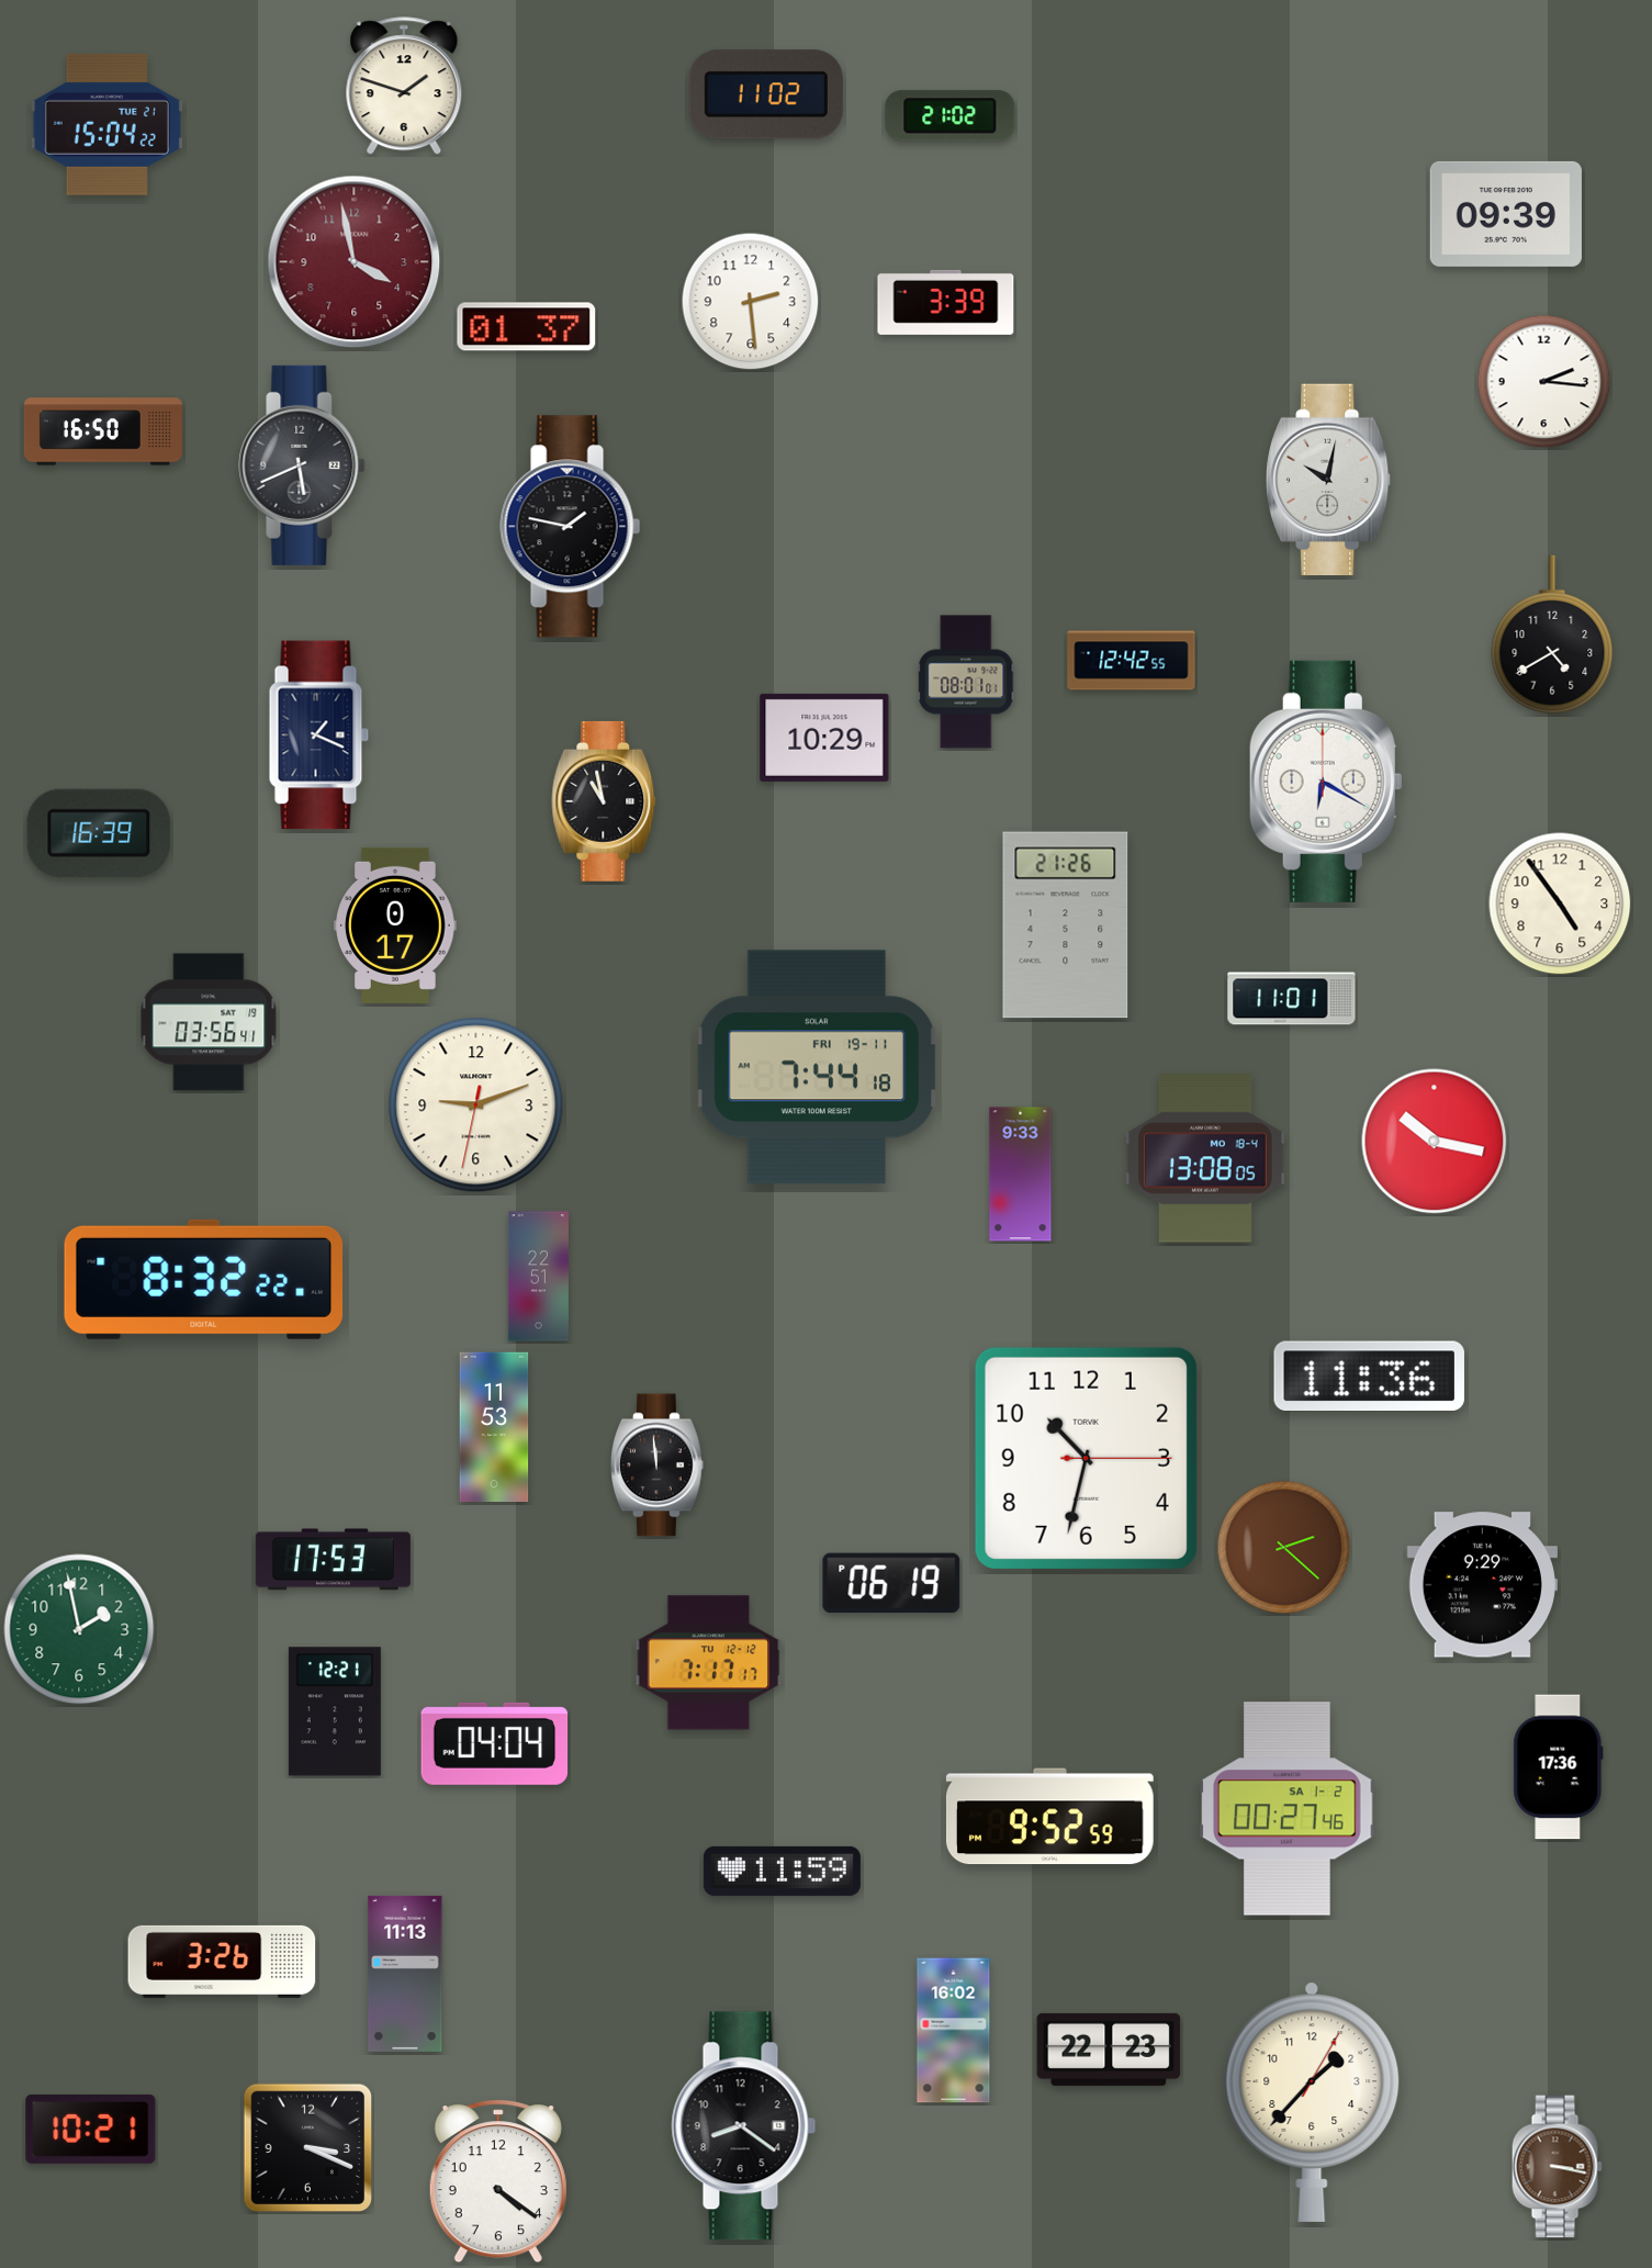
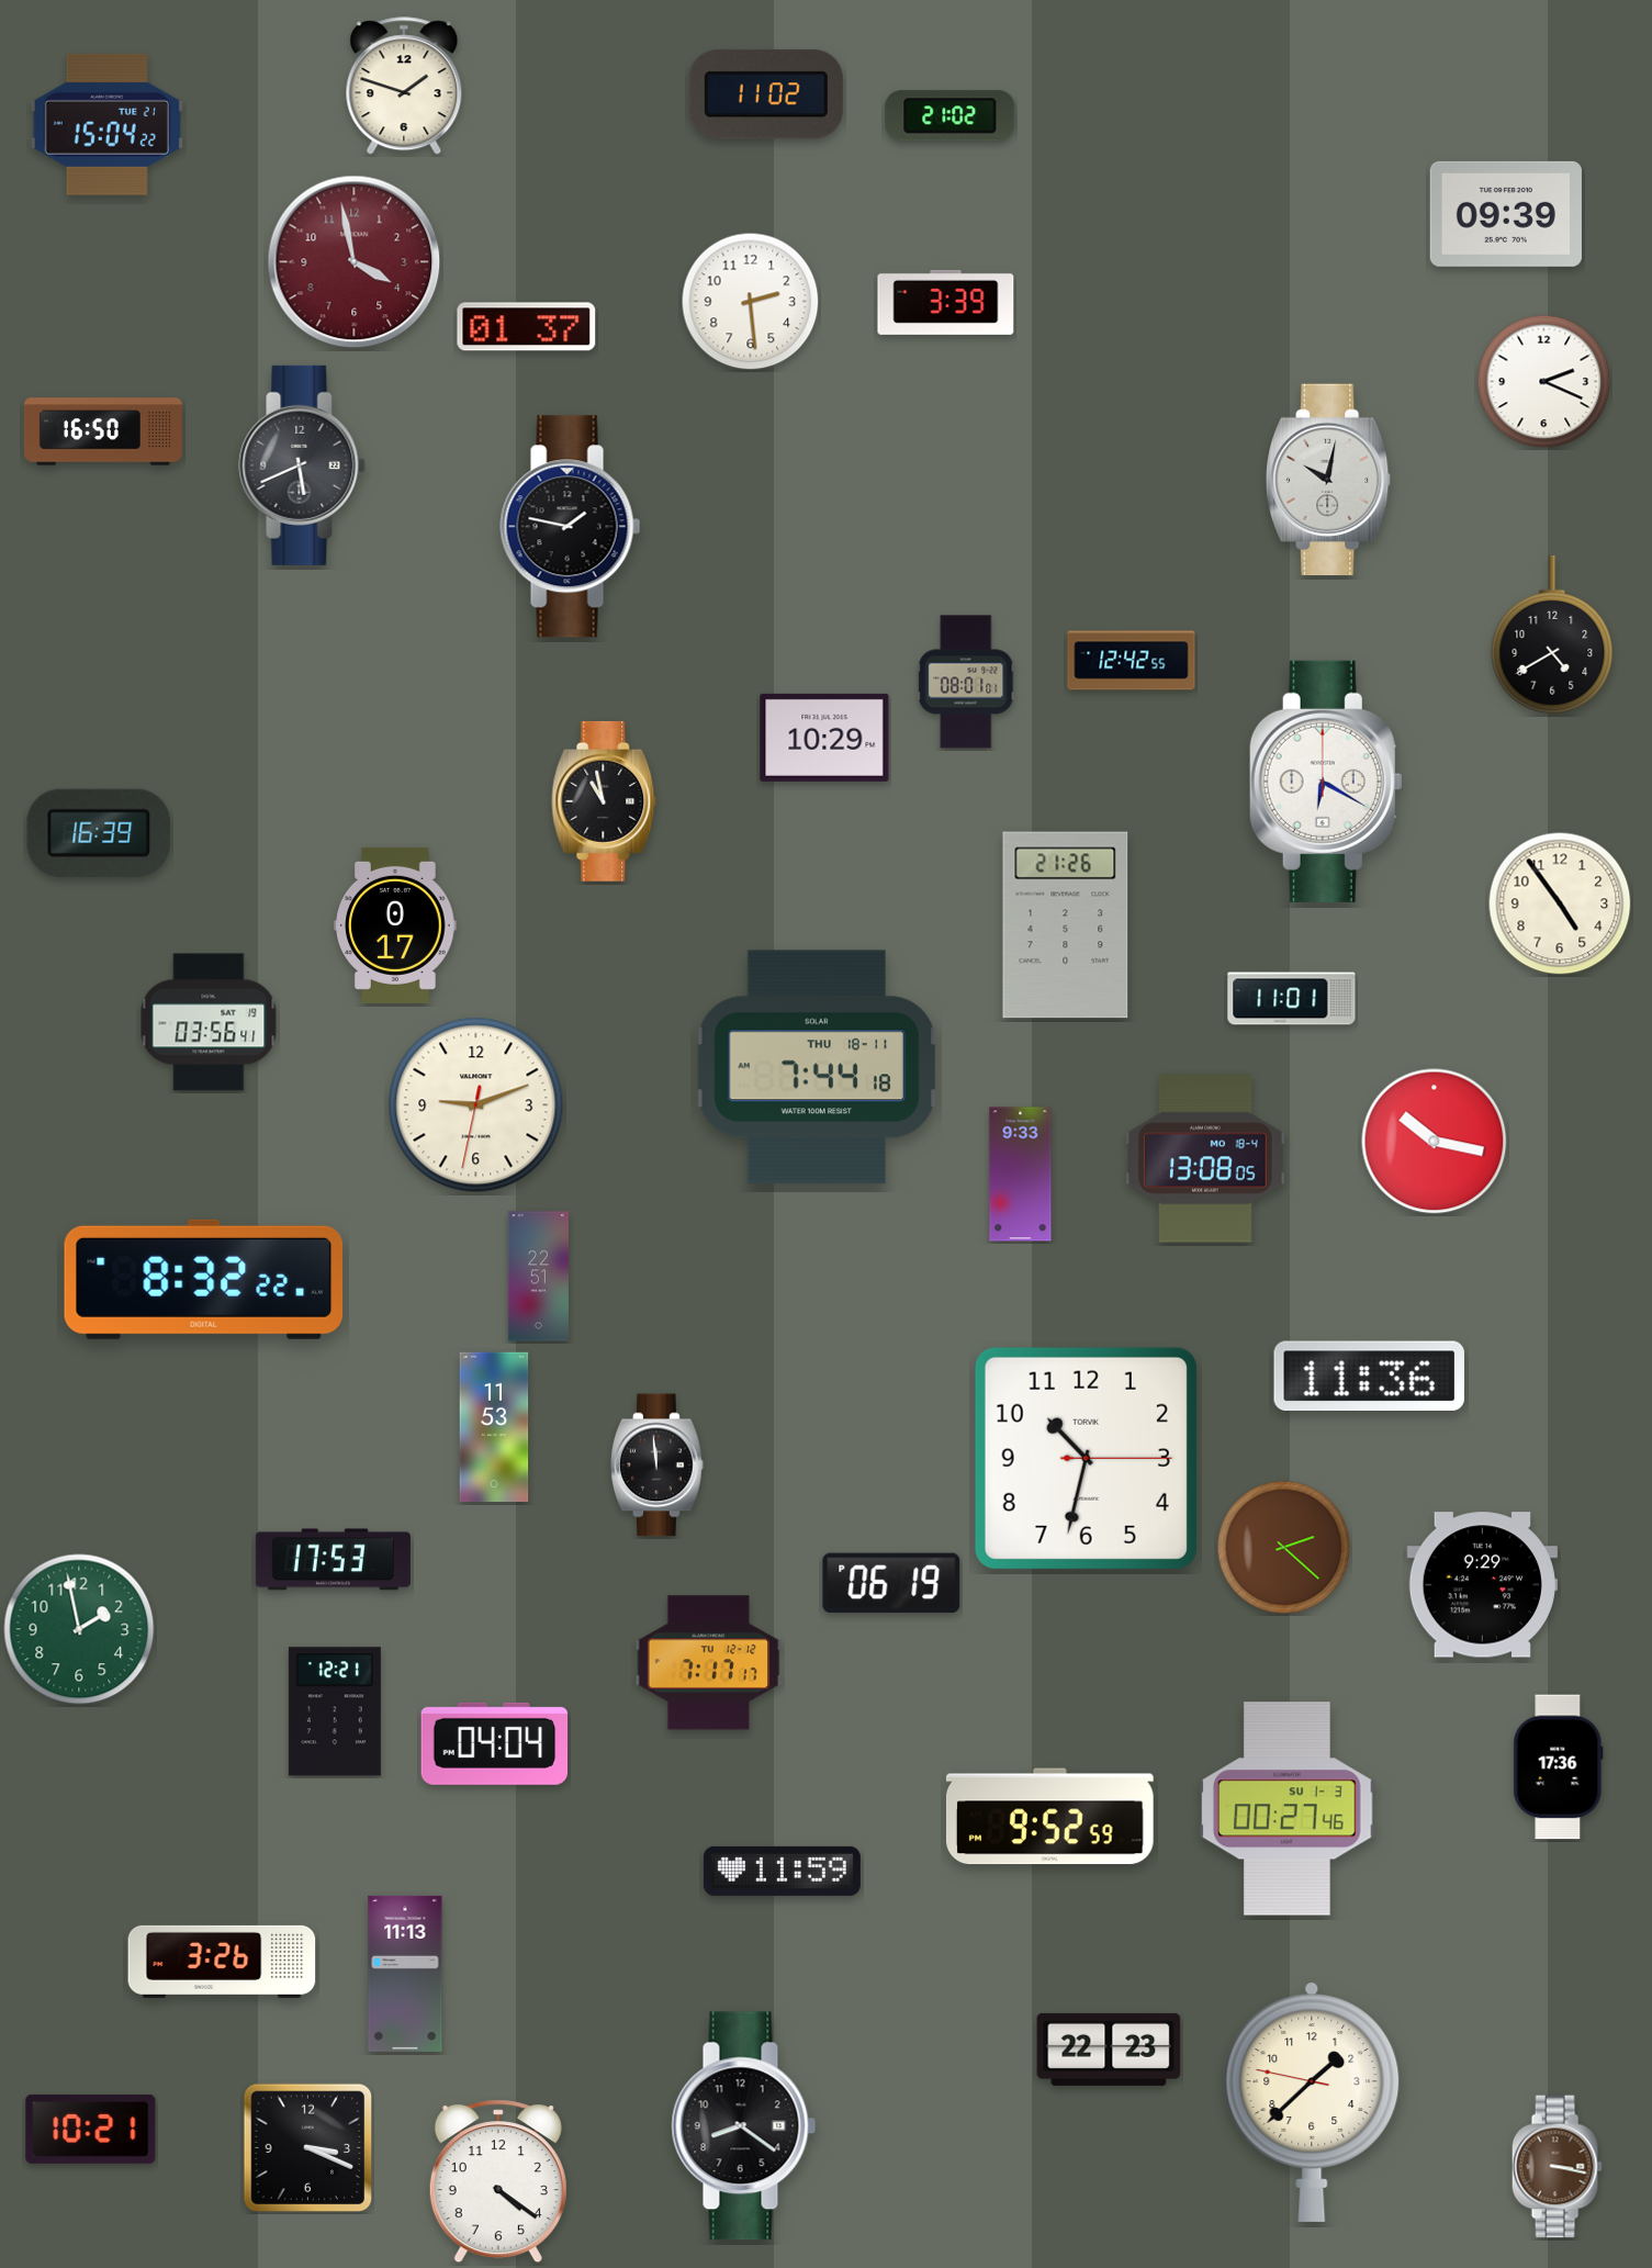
clock at (1544, 382): 2:16 -> 2:19
clock at (319, 736): 1:19 -> none
clock at (817, 1067) date: FRI 19-11 -> THU 18-11
clock at (1288, 1809) date: SA 1-2 -> SU 1-3
clock at (954, 2031): 16:02 -> none
clock at (1312, 2102): 1:37:05 -> 1:37:47
